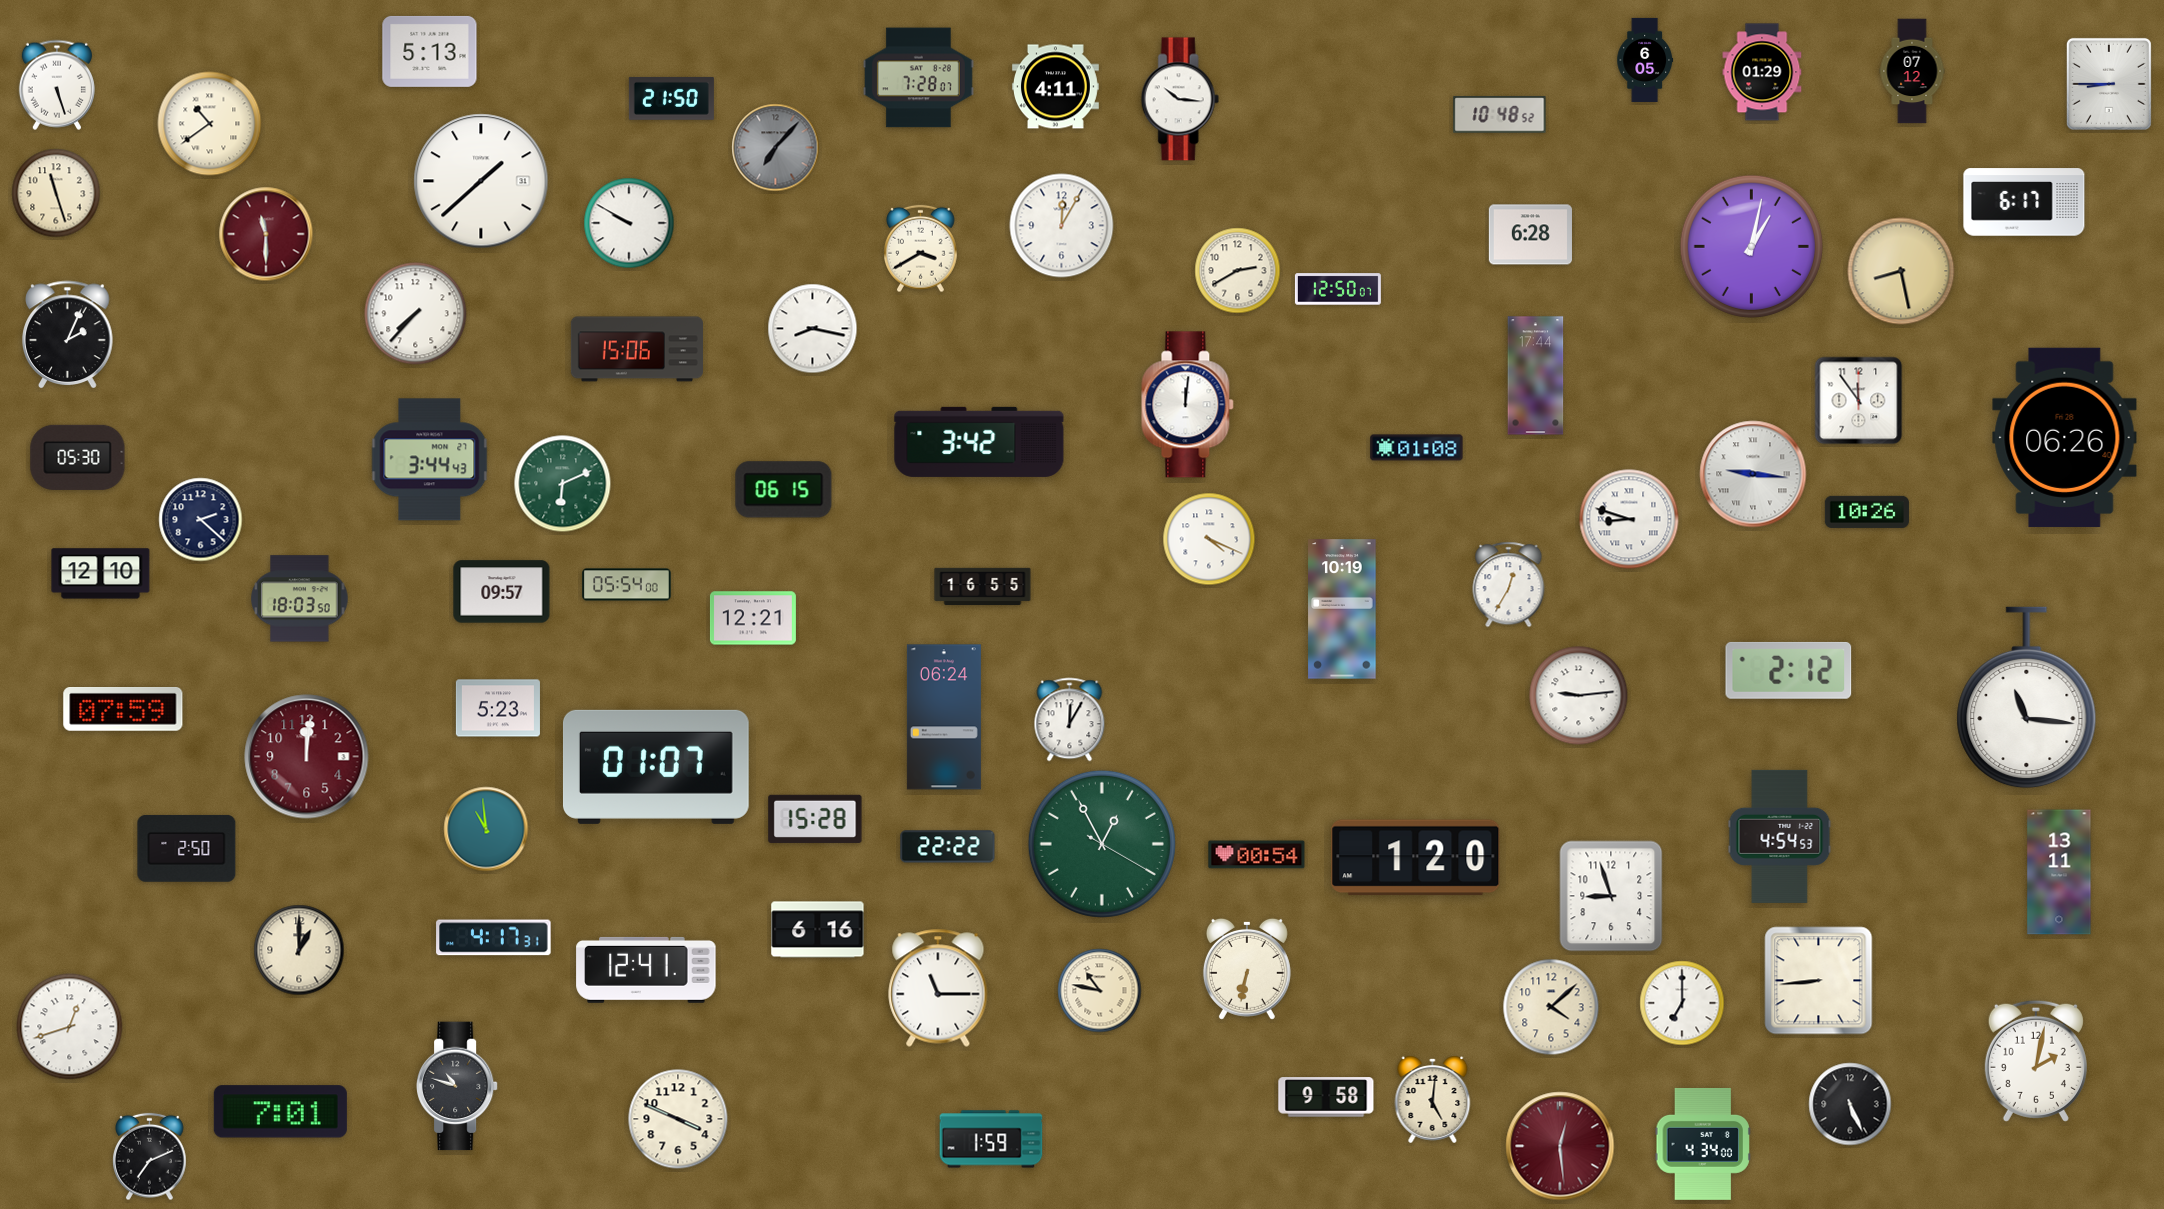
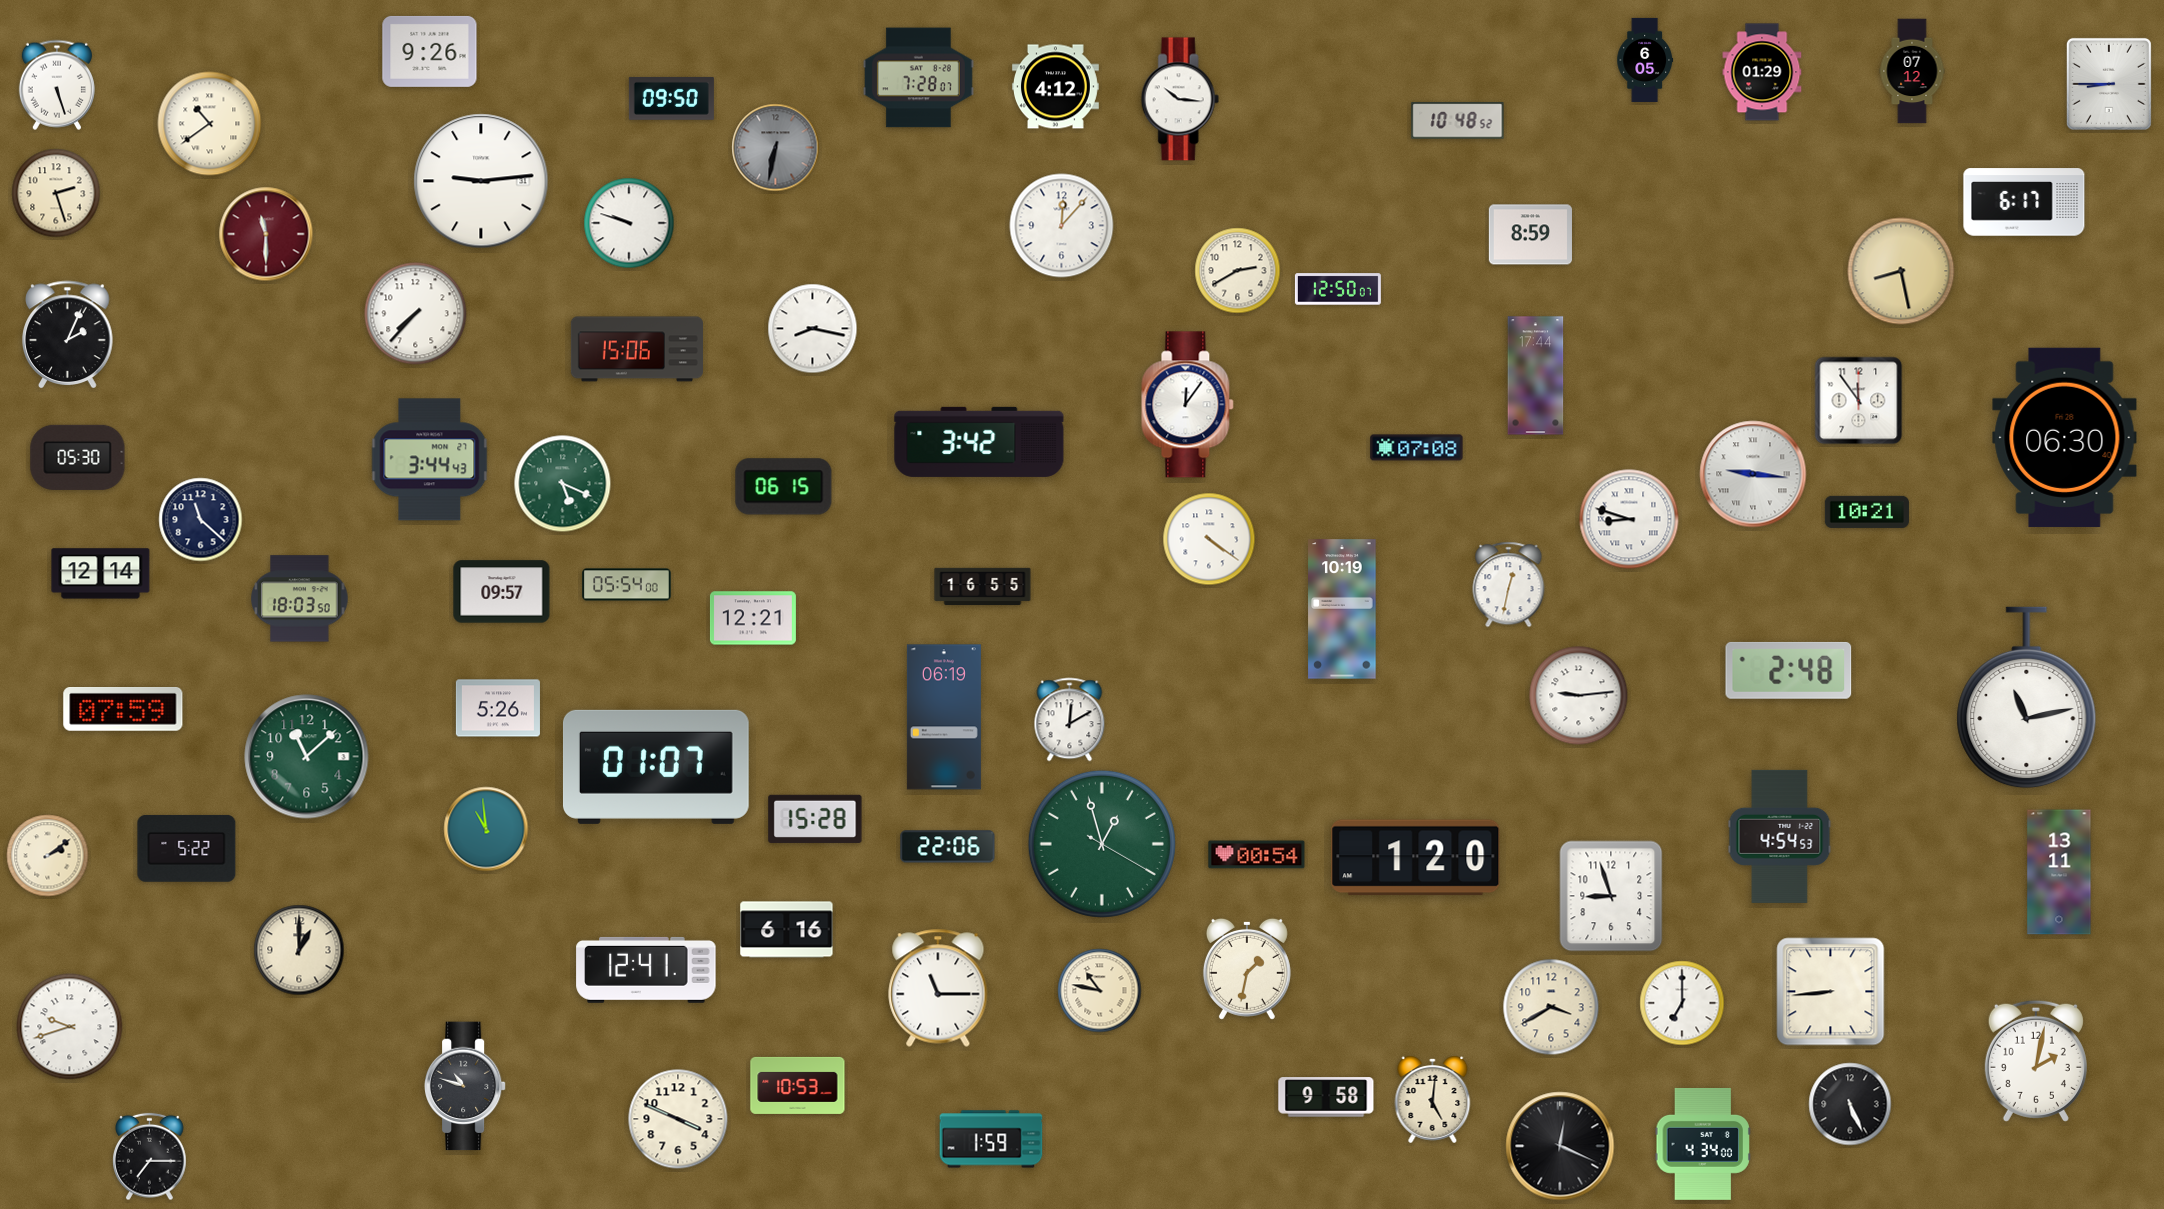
clock at (430, 51): 5:13 -> 9:26
clock at (1055, 87): 4:11 -> 4:12
clock at (671, 98): 21:50 -> 09:50
clock at (1500, 115) position: (1500, 115) -> (1458, 121)
clock at (776, 148): 7:07 -> 6:32
clock at (481, 181): 1:38 -> 9:14
clock at (56, 193): 11:27 -> 2:27
clock at (629, 223): 9:50 -> 9:48
clock at (1062, 226): 12:05 -> 12:07
clock at (1530, 235): 6:28 -> 8:59
clock at (1751, 246): 1:02 -> none
clock at (921, 249): 3:40 -> none
clock at (1188, 405): 12:01 -> 12:06
clock at (2065, 437): 06:26 -> 06:30
clock at (1417, 448): 01:08 -> 07:08
clock at (563, 484): 6:11 -> 5:19
clock at (784, 490) position: (784, 490) -> (784, 487)
clock at (1867, 512): 10:26 -> 10:21
clock at (201, 520): 2:22 -> 11:22
clock at (1209, 539): 4:19 -> 4:21
clock at (101, 574): 12:10 -> 12:14
clock at (1509, 585): 12:35 -> 12:32
clock at (1789, 670): 2:12 -> 2:48
clock at (2027, 698): 11:16 -> 11:13
clock at (498, 708): 5:23 -> 5:26
clock at (944, 717): 06:24 -> 06:19
clock at (1070, 720): 12:05 -> 12:10
clock at (307, 757): 12:01 -> 11:08
clock at (307, 757) dial: burgundy -> green
clock at (1102, 844): 12:55 -> 12:57
clock at (948, 847): 22:22 -> 22:06
clock at (187, 848): 2:50 -> 5:22
clock at (48, 856): none -> 2:09
clock at (818, 930) position: (818, 930) -> (787, 930)
clock at (494, 938): 4:17 -> none
clock at (1247, 969): 6:32 -> 1:32
clock at (1819, 981) position: (1819, 981) -> (1831, 992)
clock at (1551, 1007): 4:08 -> 3:40
clock at (70, 1027): 12:42 -> 9:42
clock at (798, 1085): none -> 10:53
clock at (457, 1086) position: (457, 1086) -> (465, 1086)
clock at (280, 1112): 7:01 -> none
clock at (1560, 1146): 12:29 -> 12:19
clock at (1560, 1146) dial: burgundy -> black
clock at (150, 1157): 7:11 -> 7:15
